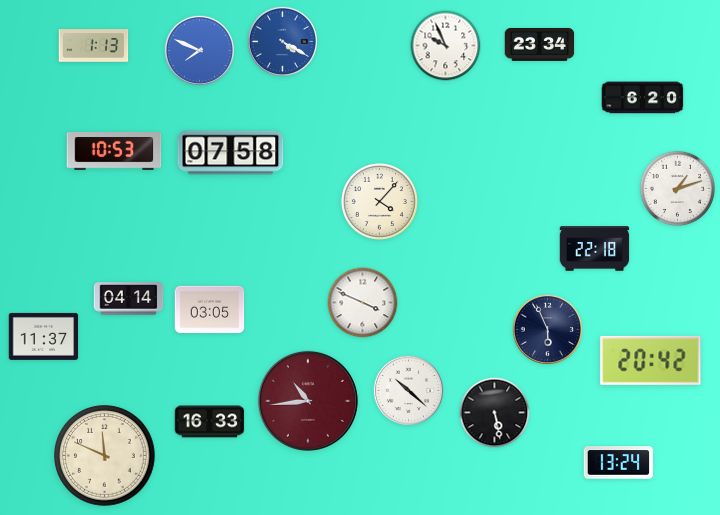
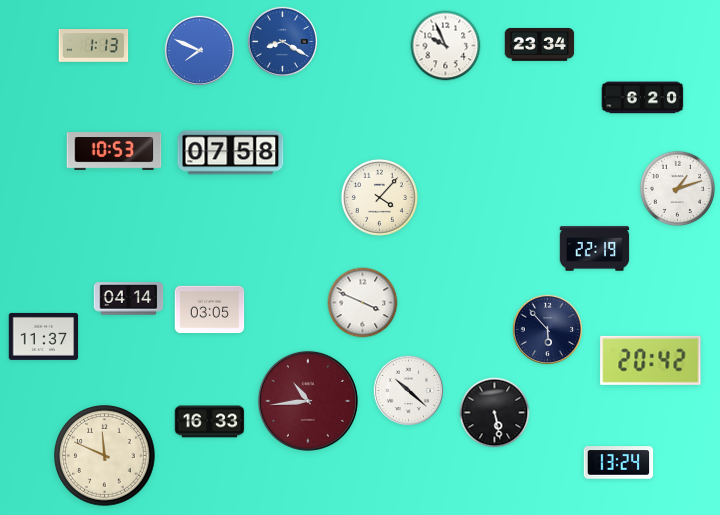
clock at (282, 41): 4:20 -> 8:20
clock at (379, 201) position: (379, 201) -> (379, 197)
clock at (595, 249): 22:18 -> 22:19
clock at (547, 329): 5:56 -> 5:53
